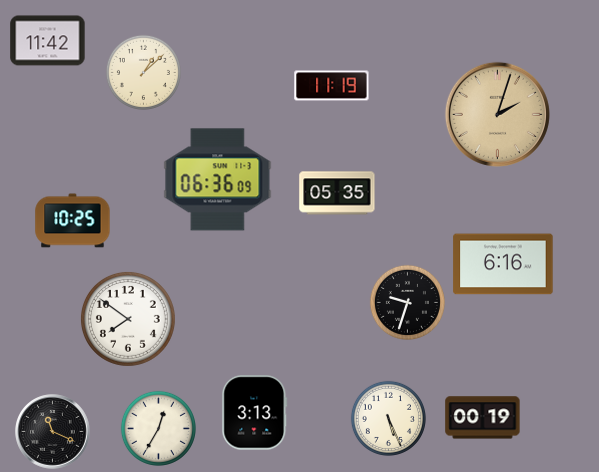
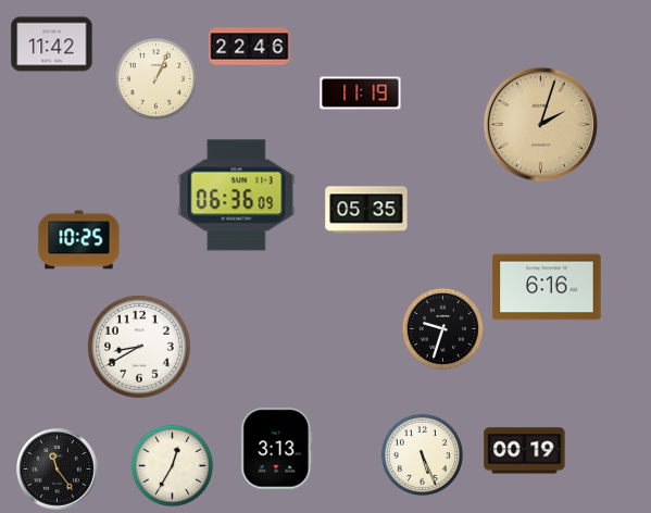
clock at (250, 47): none -> 22:46
clock at (143, 72): 1:08 -> 1:04
clock at (128, 319): 7:51 -> 8:40
clock at (483, 418) position: (483, 418) -> (525, 451)
clock at (53, 432): 11:19 -> 11:24
